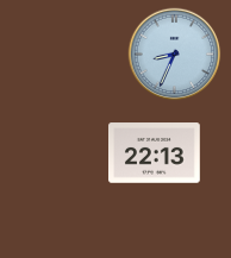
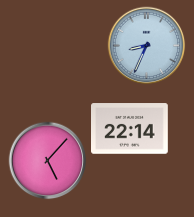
clock at (155, 153): 22:13 -> 22:14
clock at (47, 160): none -> 5:07
